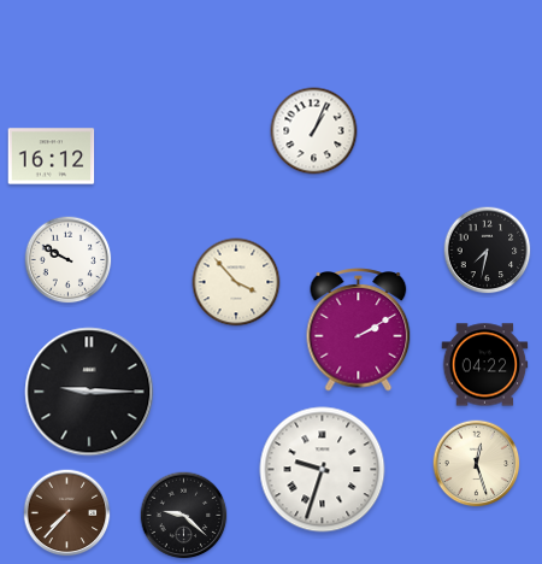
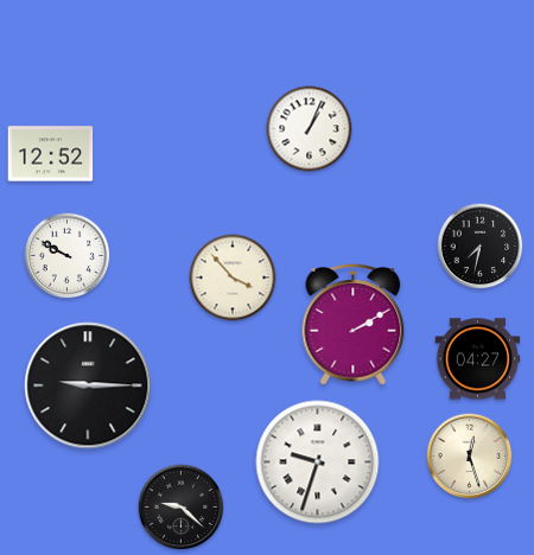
clock at (52, 157): 16:12 -> 12:52
clock at (485, 365): 04:22 -> 04:27
clock at (67, 513): 7:37 -> none
